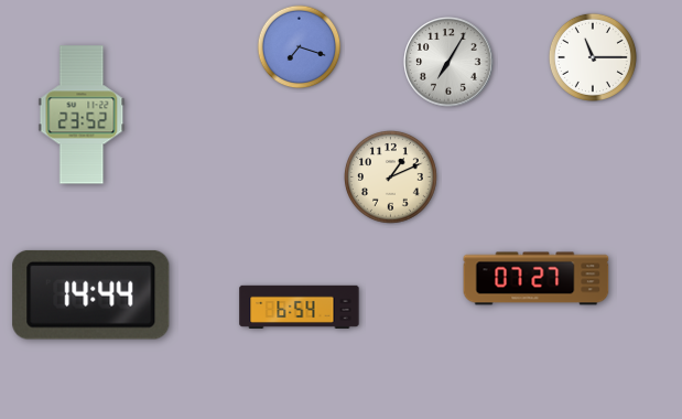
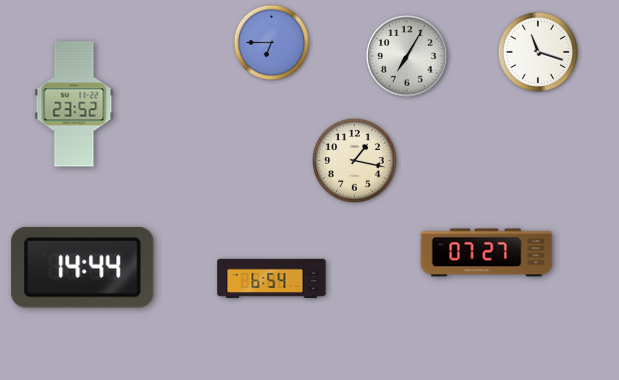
clock at (300, 47): 7:18 -> 6:45
clock at (593, 57): 11:15 -> 11:18
clock at (391, 178): 1:11 -> 1:17
